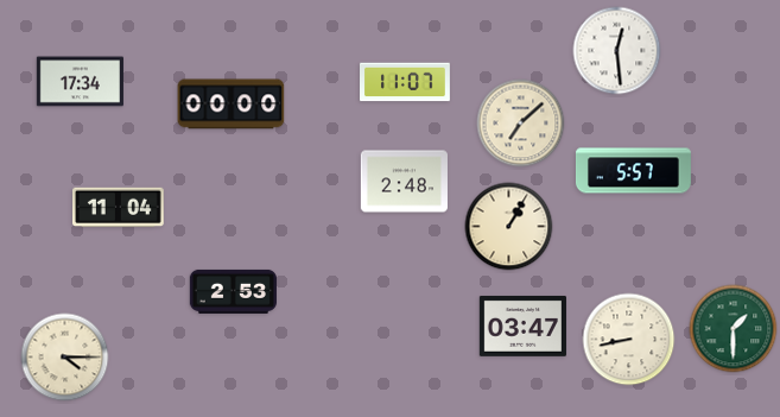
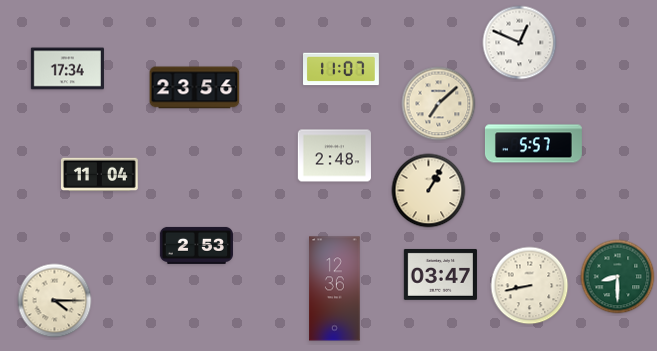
clock at (617, 51): 12:29 -> 12:49
clock at (232, 105): 00:00 -> 23:56
clock at (404, 182) position: (404, 182) -> (334, 156)
clock at (734, 329): 1:30 -> 8:30
clock at (335, 289): none -> 12:36
